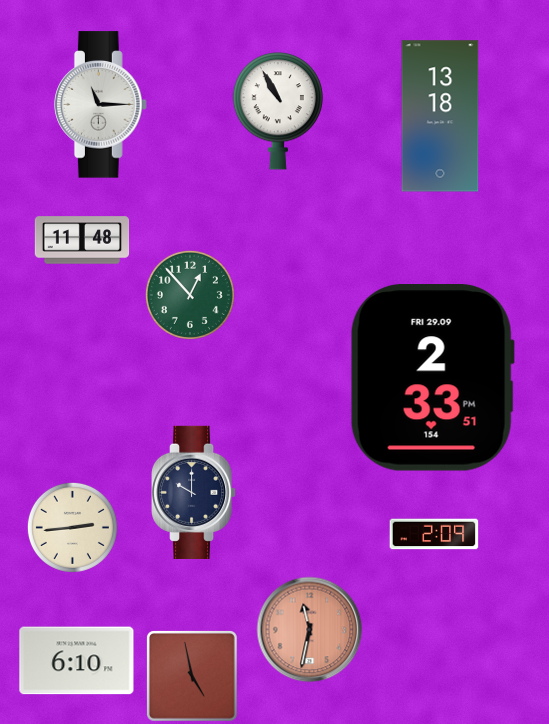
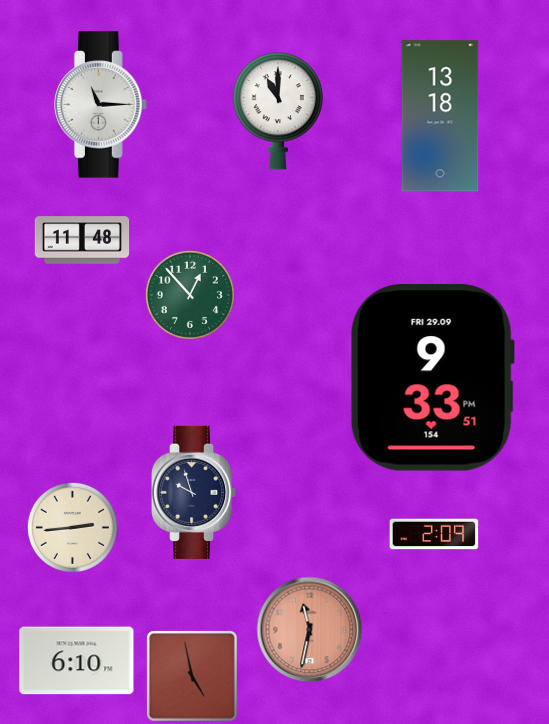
clock at (277, 111): 10:55 -> 11:00
clock at (432, 378): 2:33 -> 9:33
clock at (194, 492): 10:00 -> 9:57
